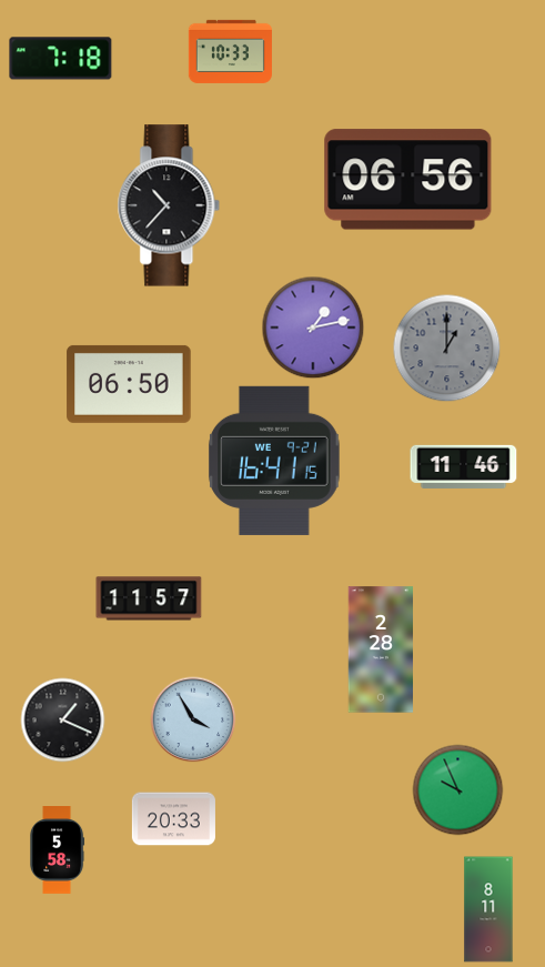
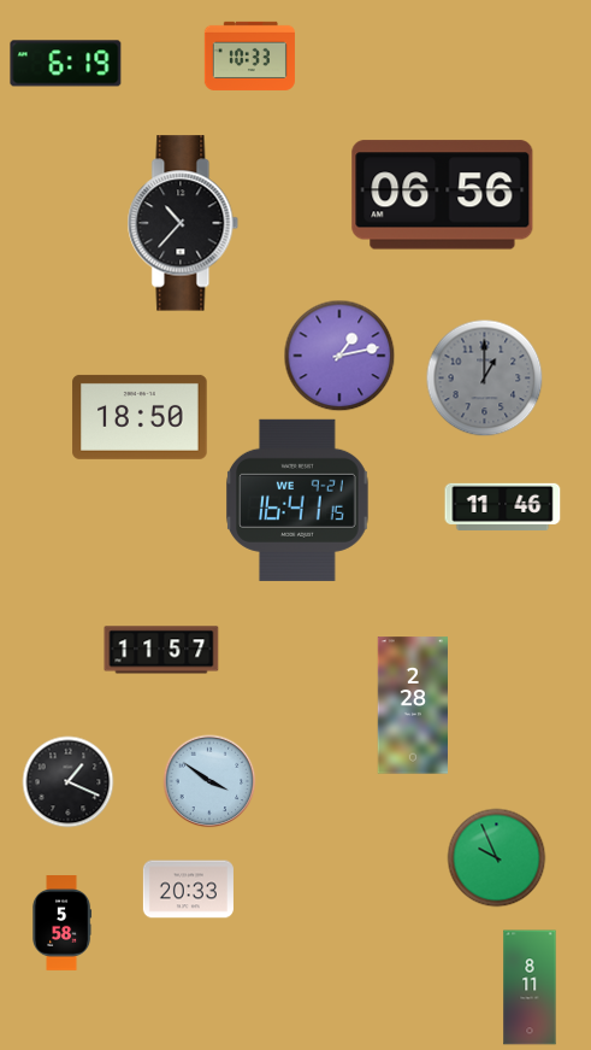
clock at (61, 59): 7:18 -> 6:19
clock at (129, 384): 06:50 -> 18:50
clock at (193, 719): 3:55 -> 3:51
